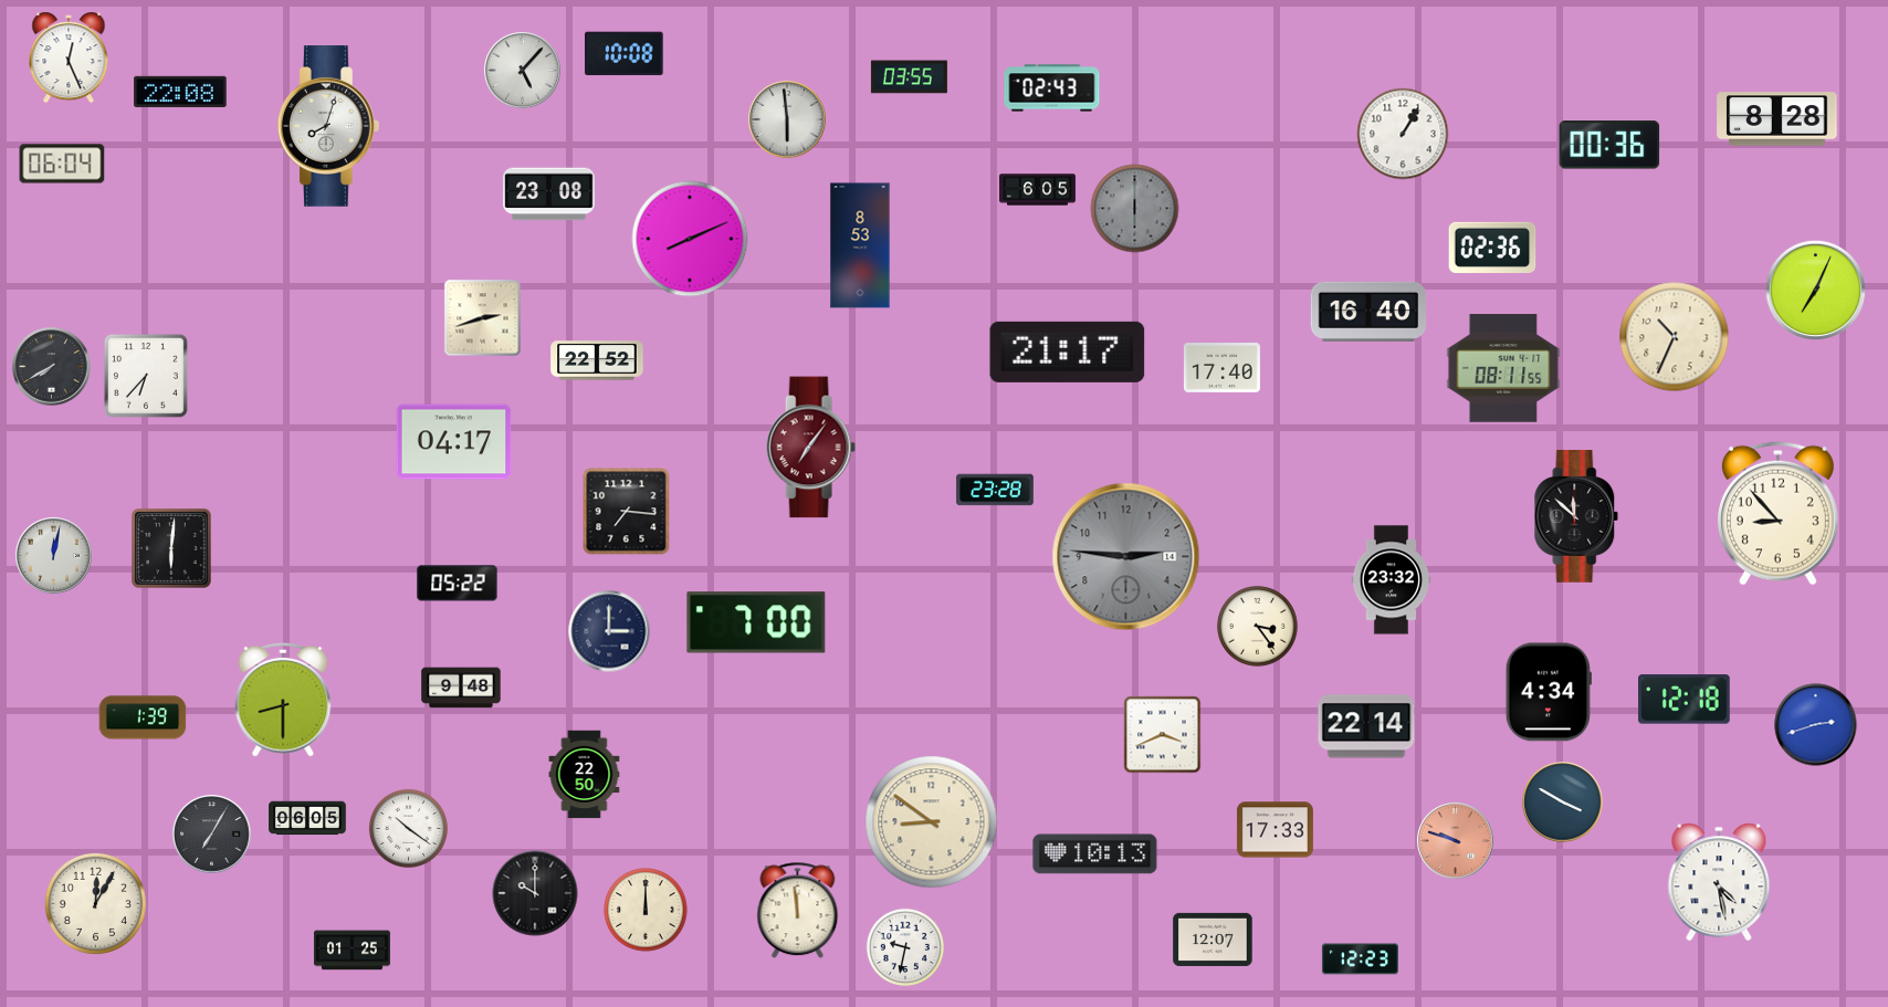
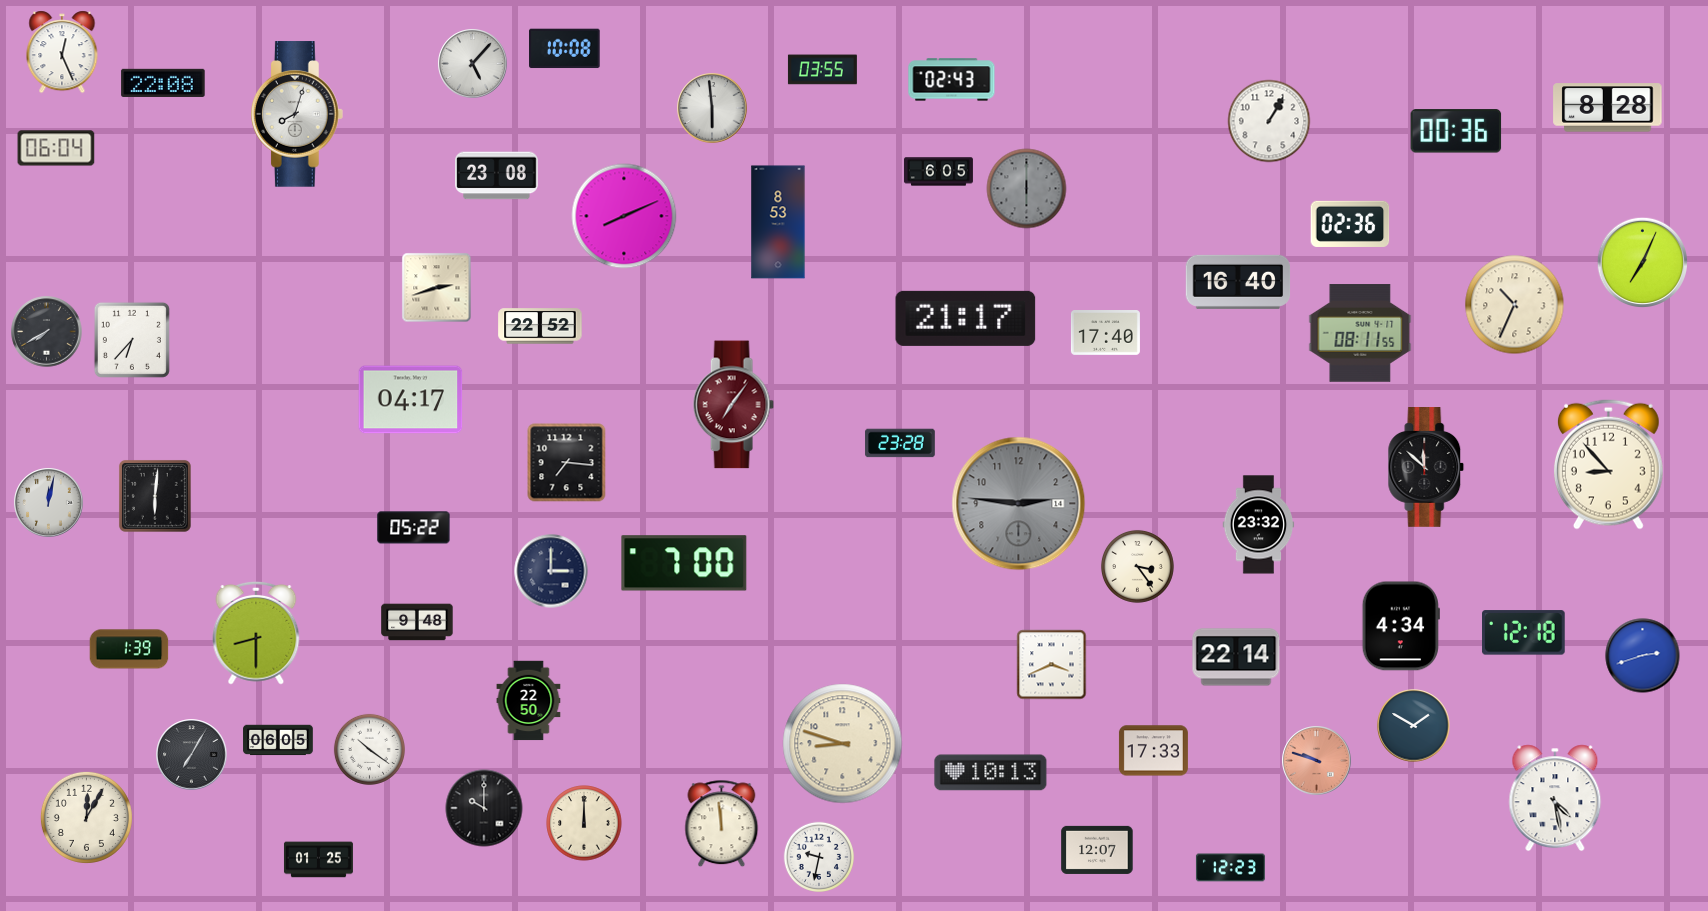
clock at (1563, 803): 3:50 -> 1:50
clock at (932, 822): 8:51 -> 8:48
